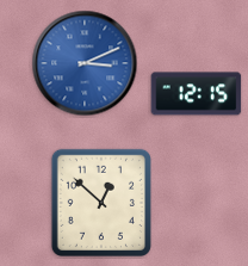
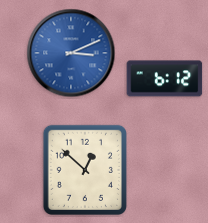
clock at (197, 94): 12:15 -> 6:12
